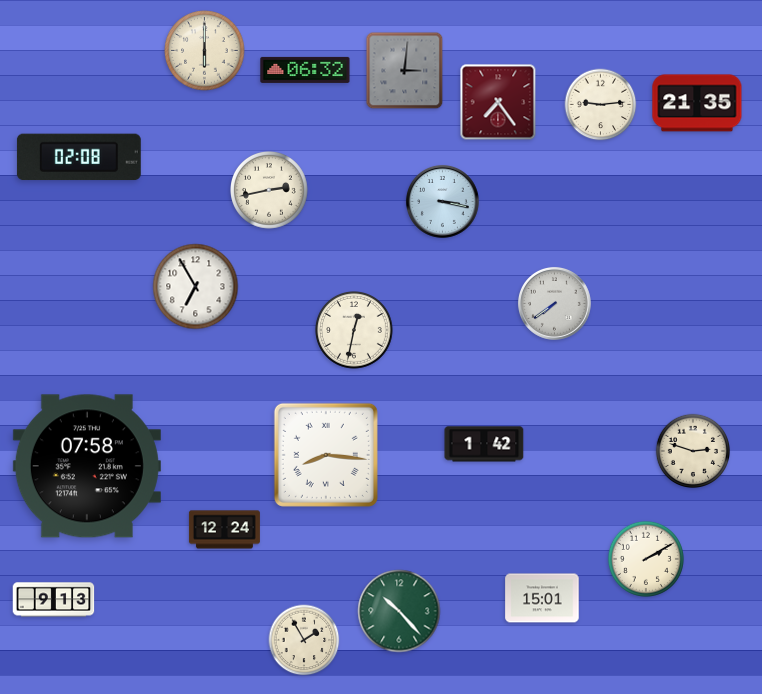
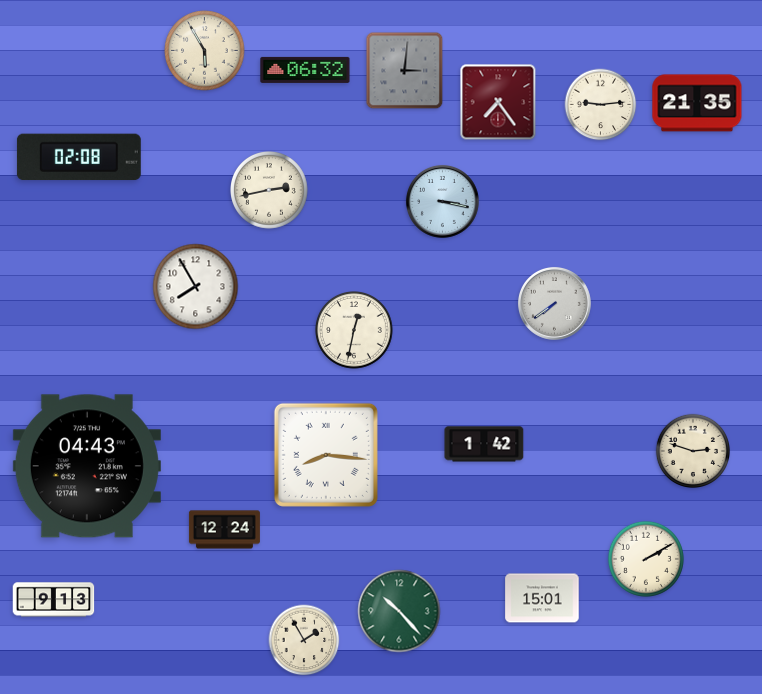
clock at (205, 51): 6:00 -> 5:55
clock at (196, 287): 6:55 -> 7:55
clock at (87, 466): 07:58 -> 04:43
